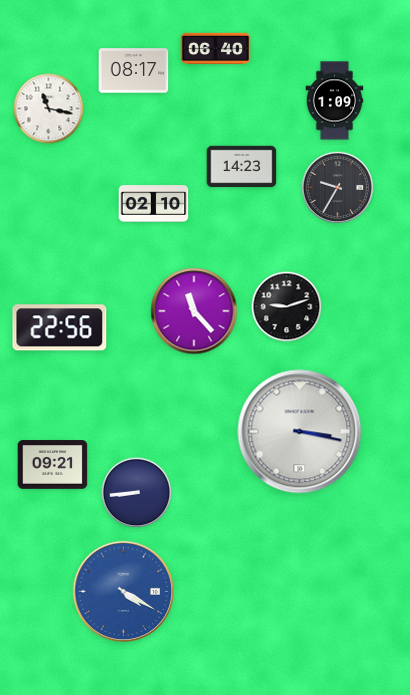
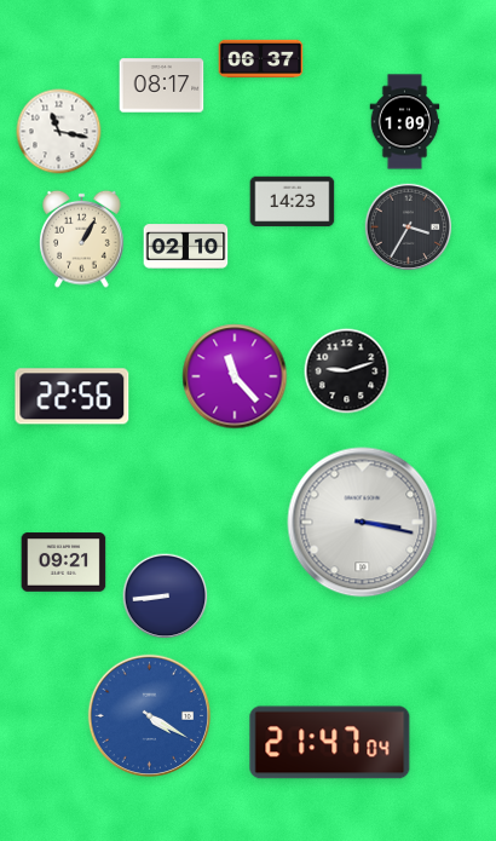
clock at (216, 49): 06:40 -> 06:37
clock at (338, 188): 9:35 -> 3:35
clock at (82, 238): none -> 1:05
clock at (330, 743): none -> 21:47
